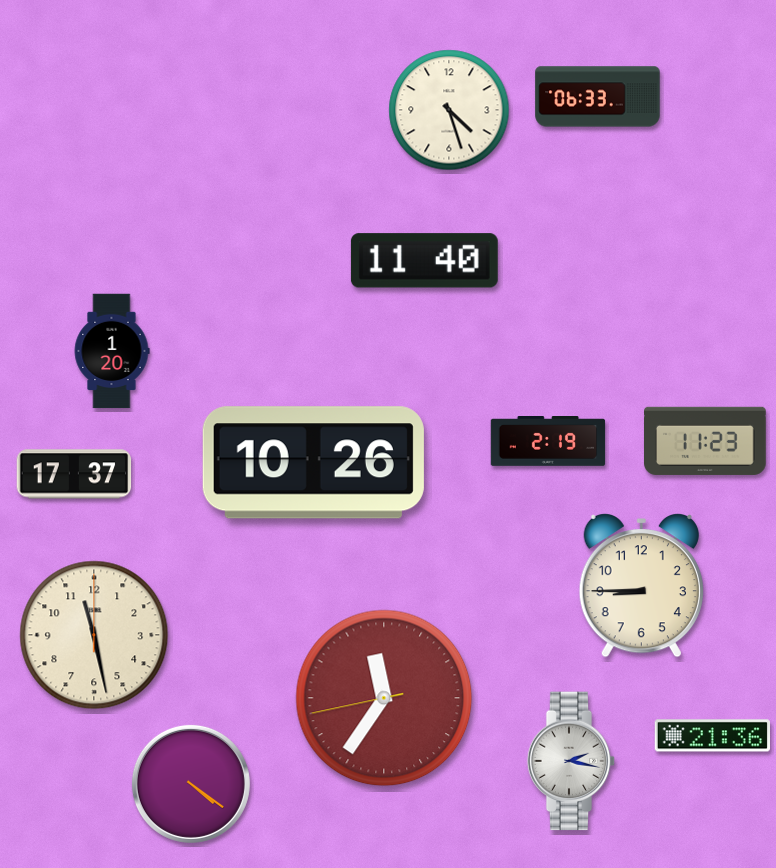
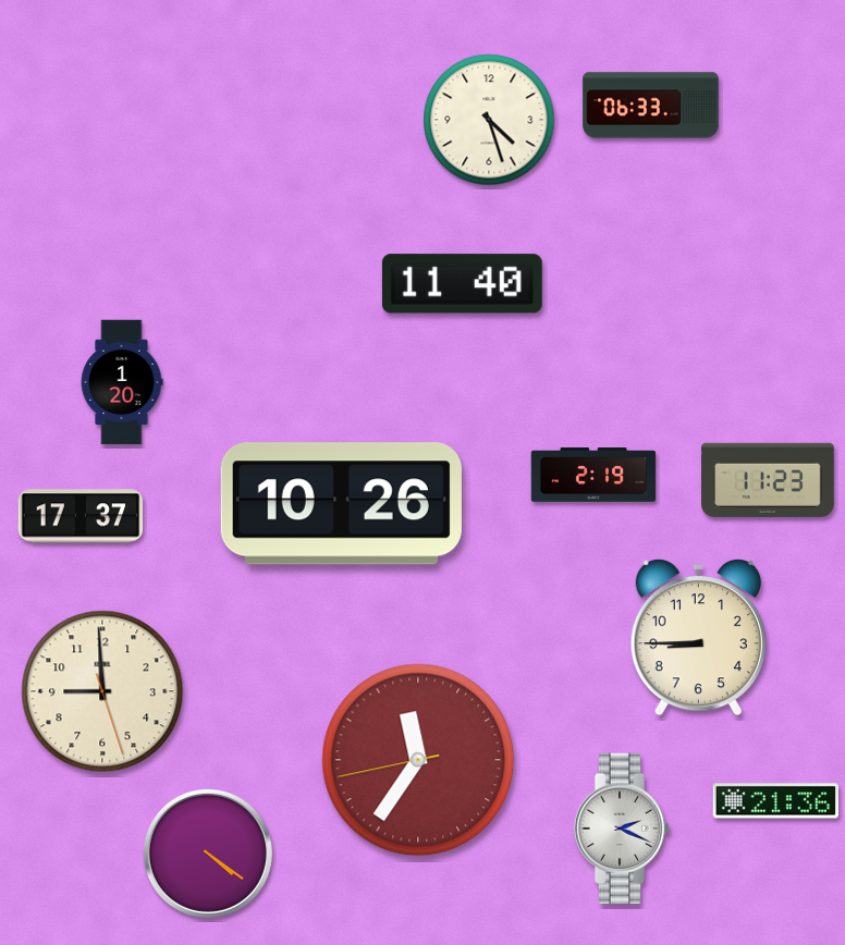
clock at (548, 442) position: (548, 442) -> (593, 476)
clock at (94, 635): 11:28 -> 8:59
clock at (571, 761): 2:17 -> 2:19
